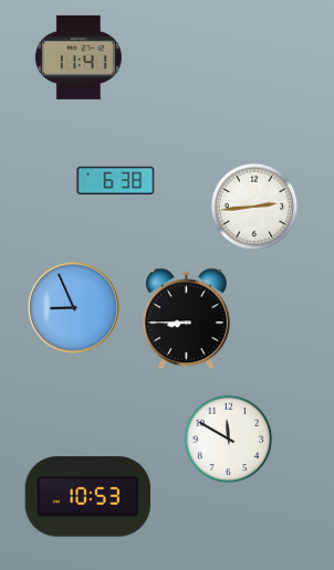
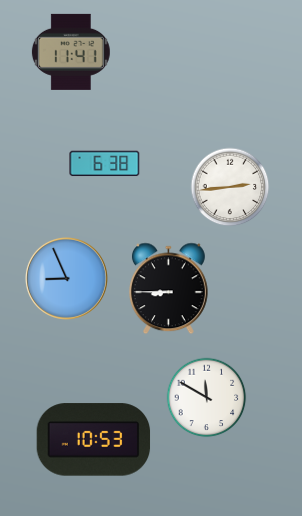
clock at (88, 497) position: (88, 497) -> (94, 440)
